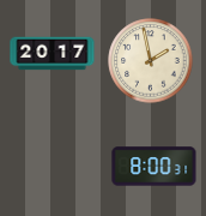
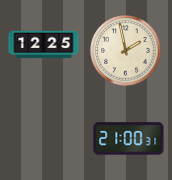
clock at (53, 54): 20:17 -> 12:25
clock at (154, 167): 8:00 -> 21:00
